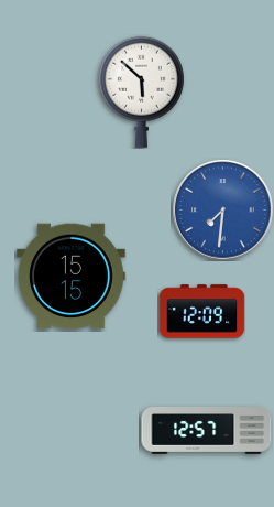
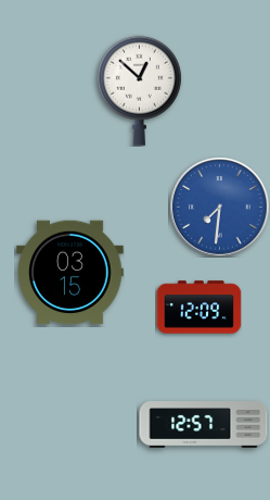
clock at (141, 91): 5:52 -> 12:52
clock at (72, 277): 15:15 -> 03:15
